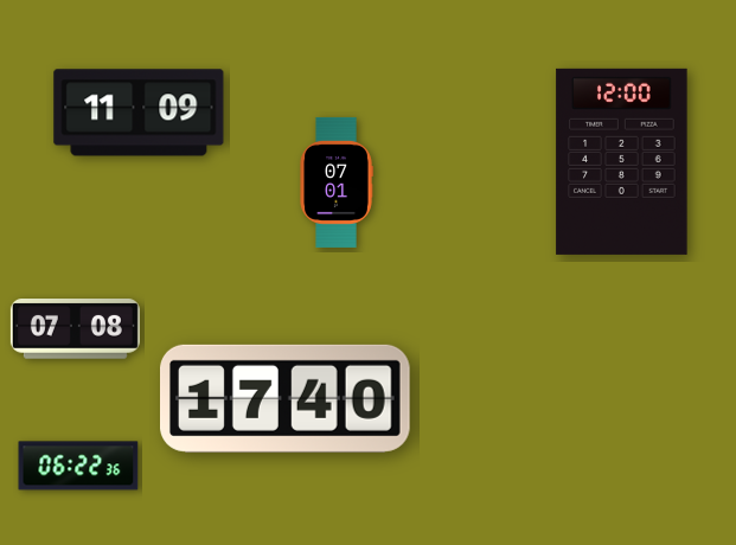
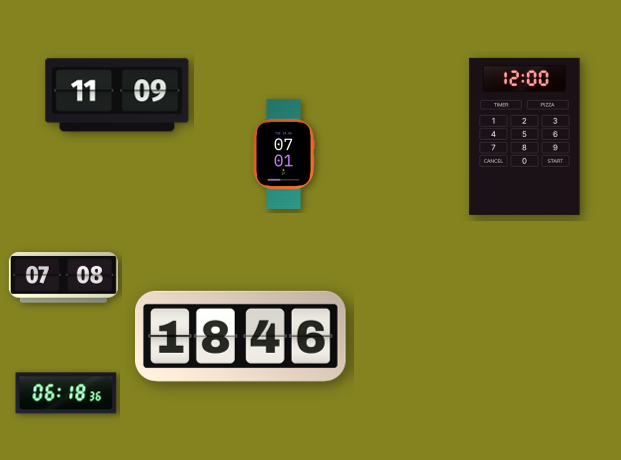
clock at (286, 398): 17:40 -> 18:46
clock at (78, 466): 06:22 -> 06:18
